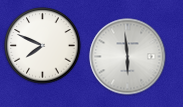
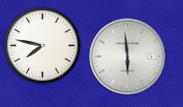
clock at (43, 46): 7:49 -> 7:47
